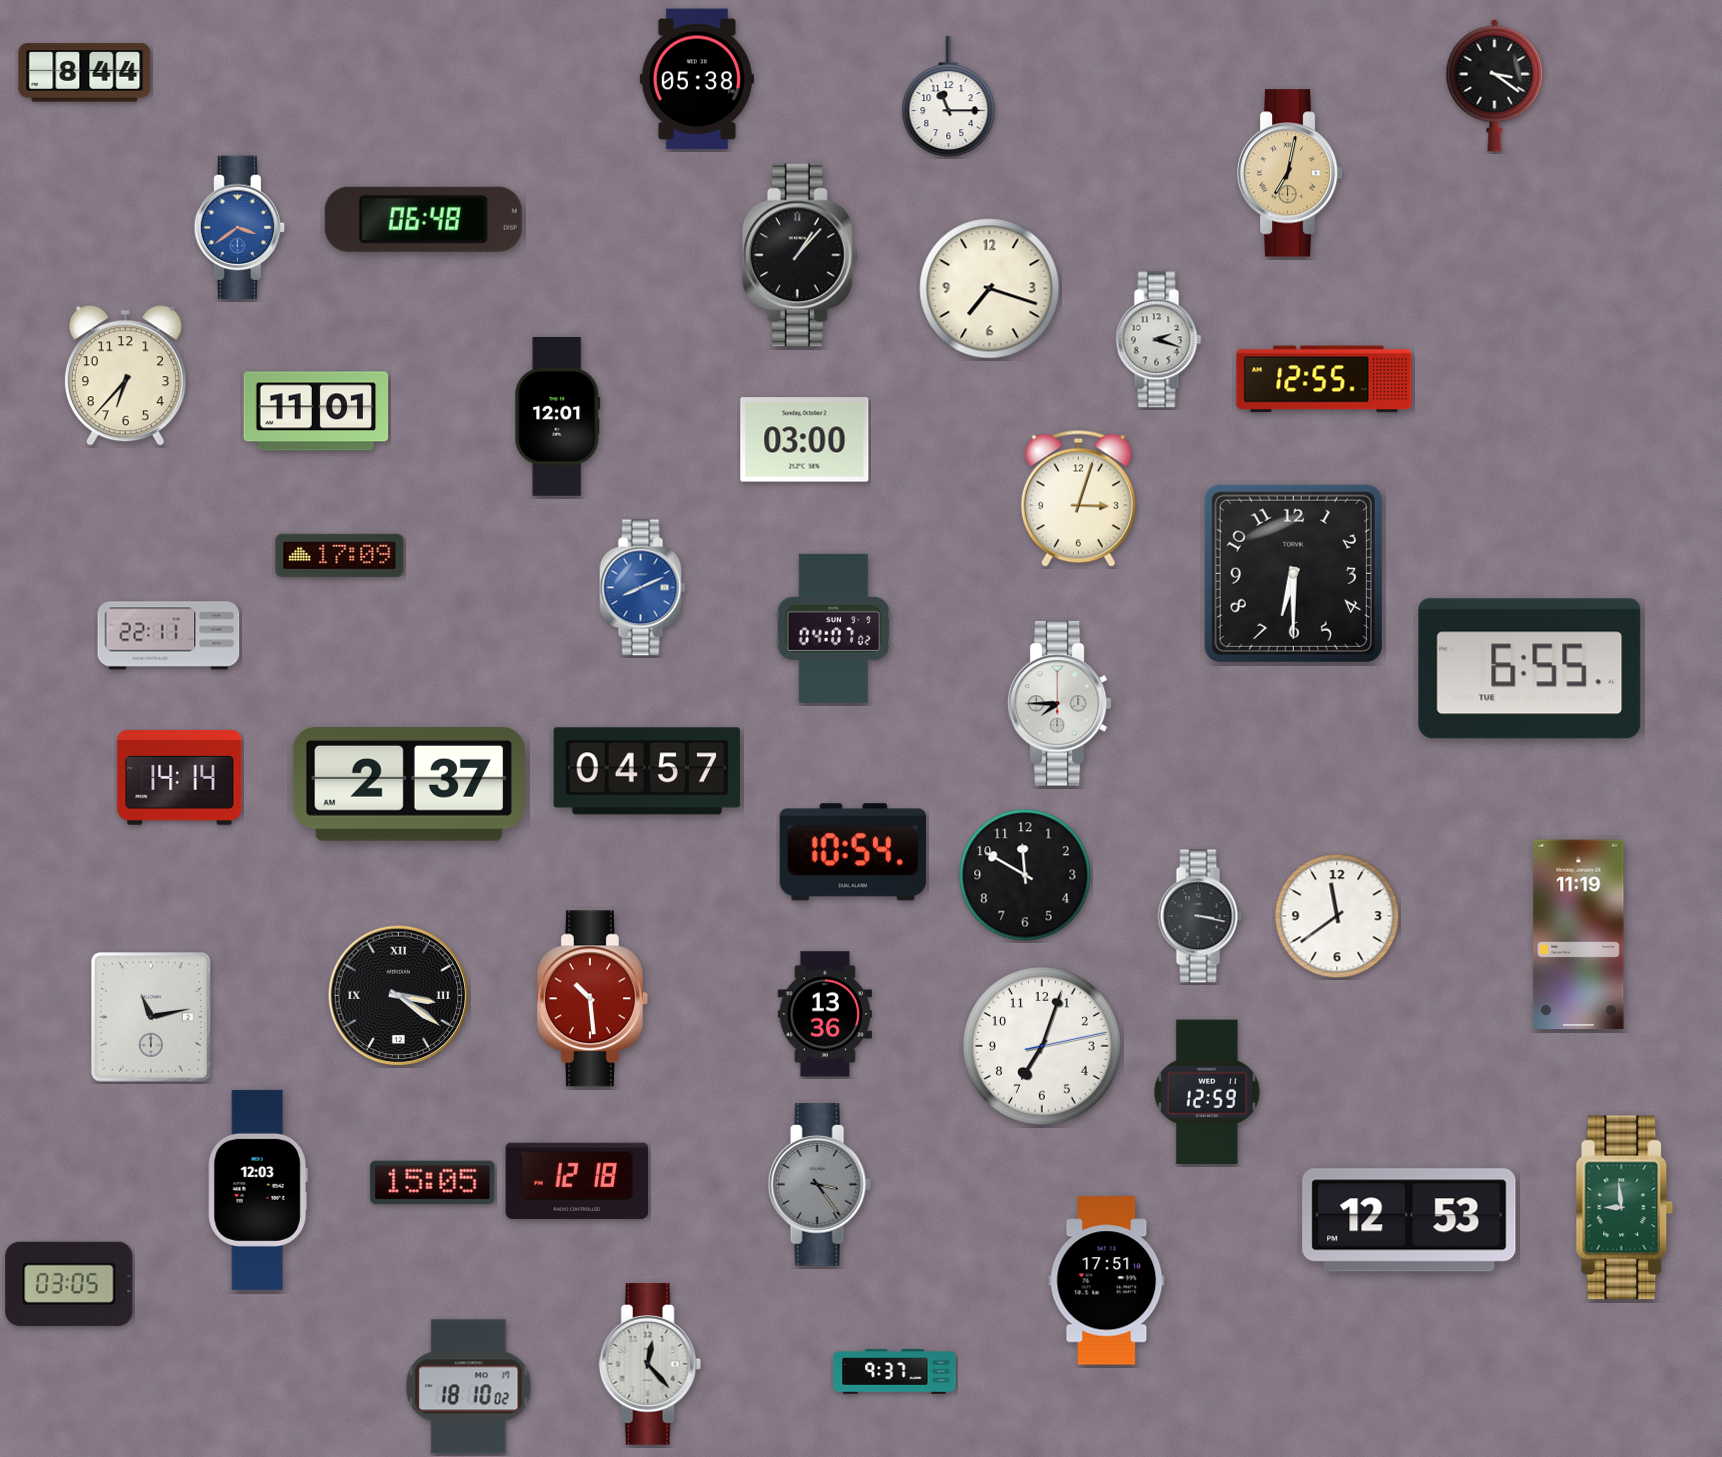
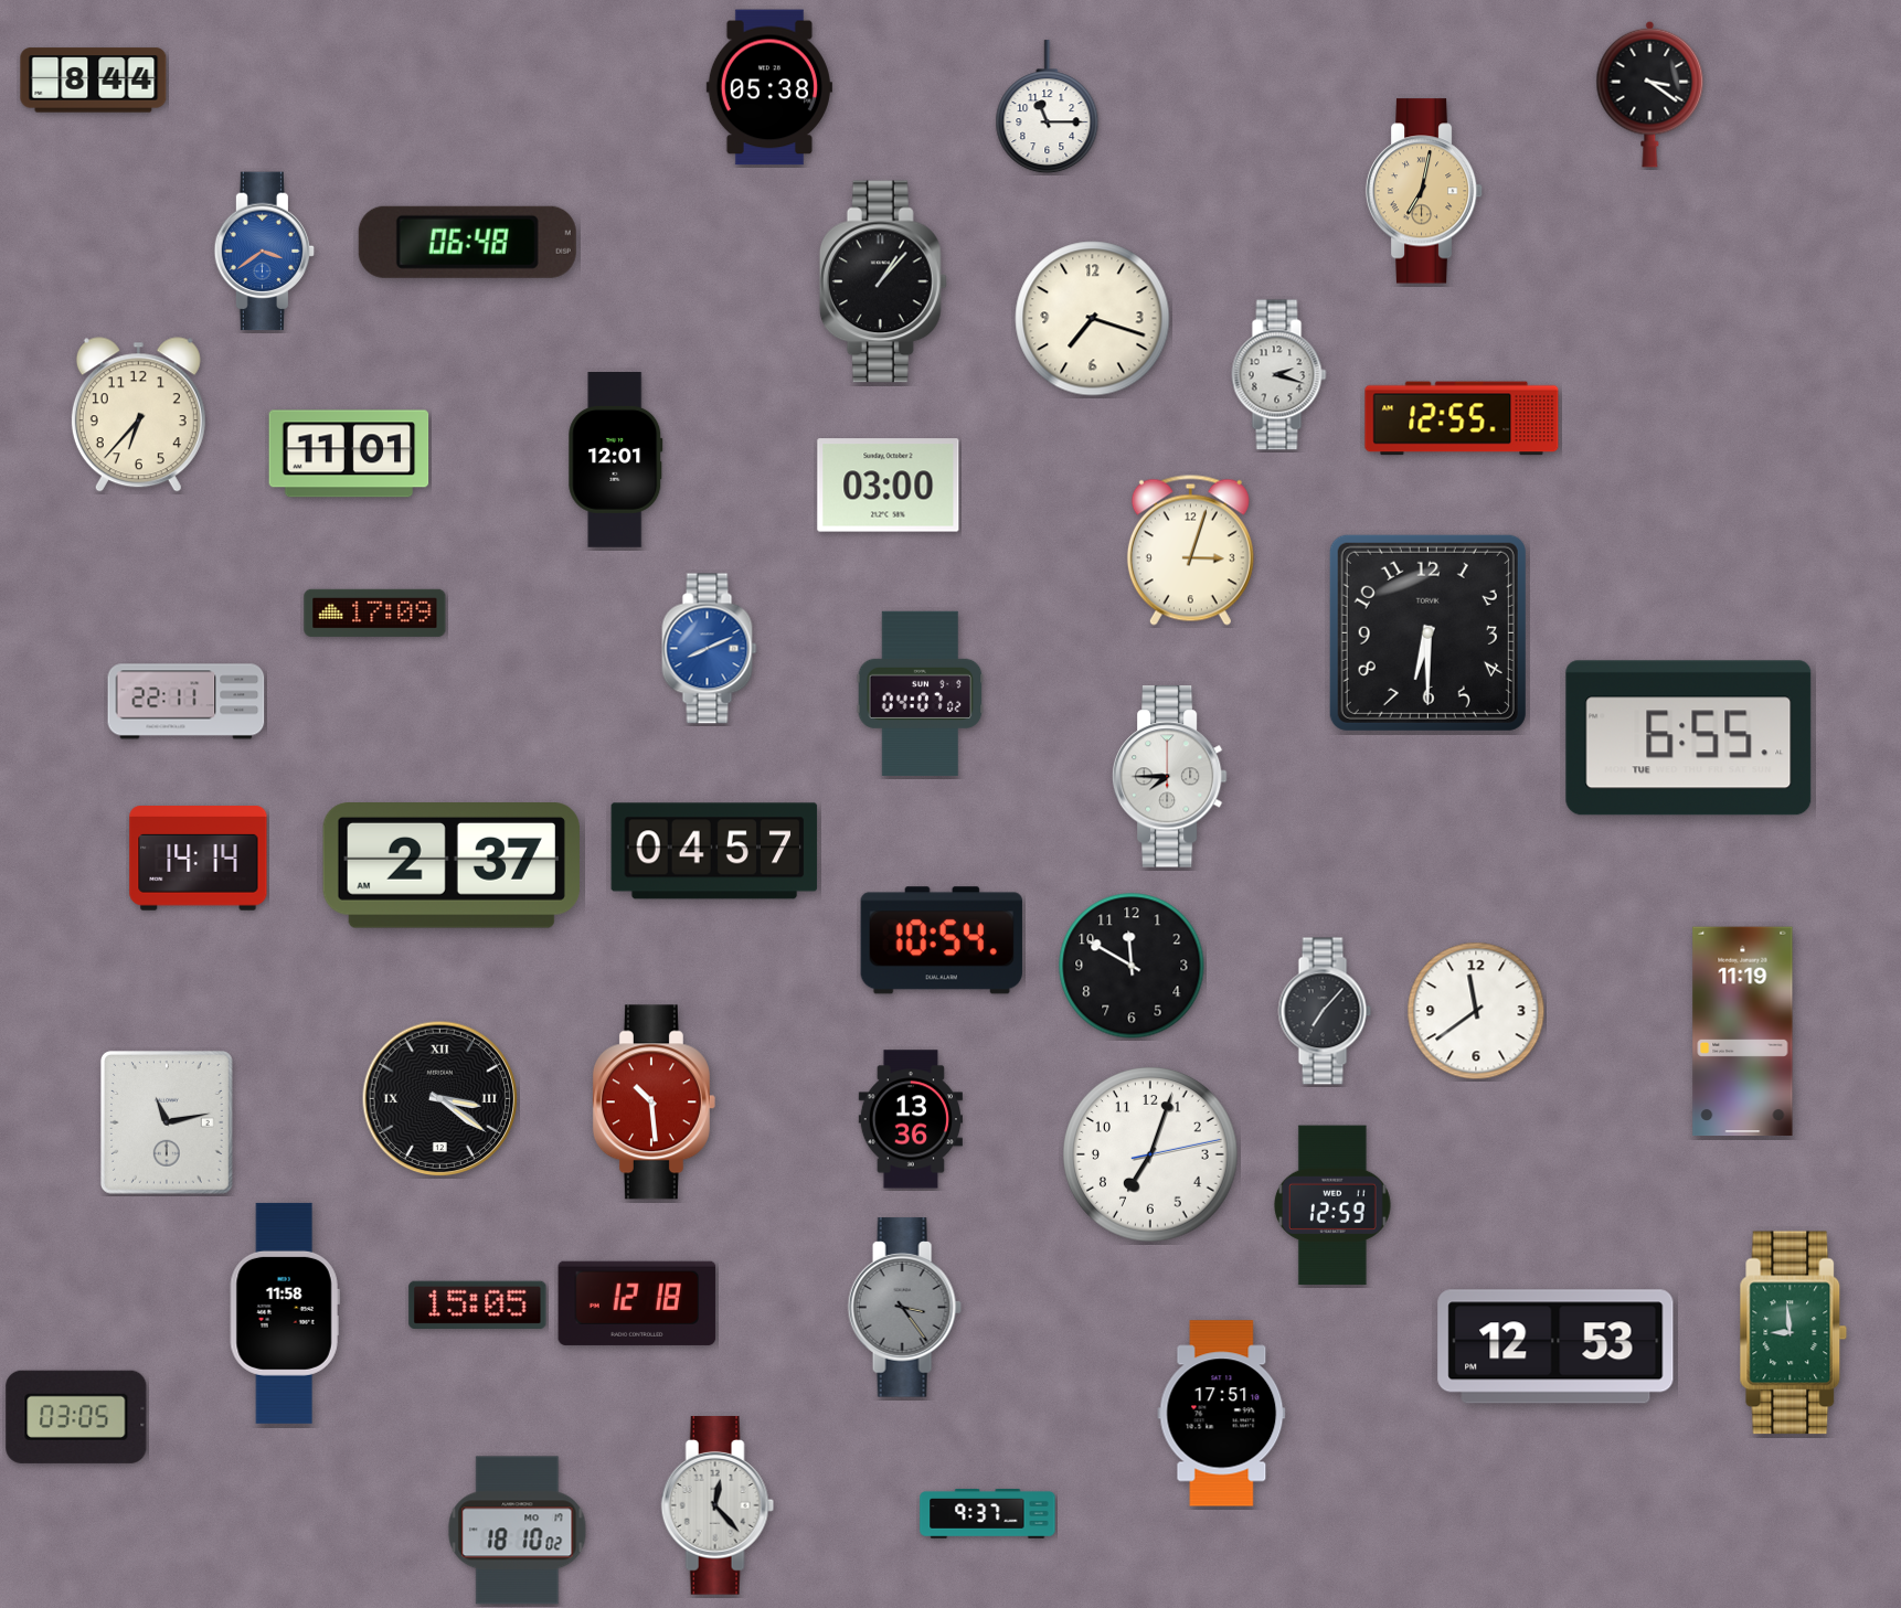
clock at (1200, 916): 3:17 -> 7:07
clock at (258, 1190): 12:03 -> 11:58
